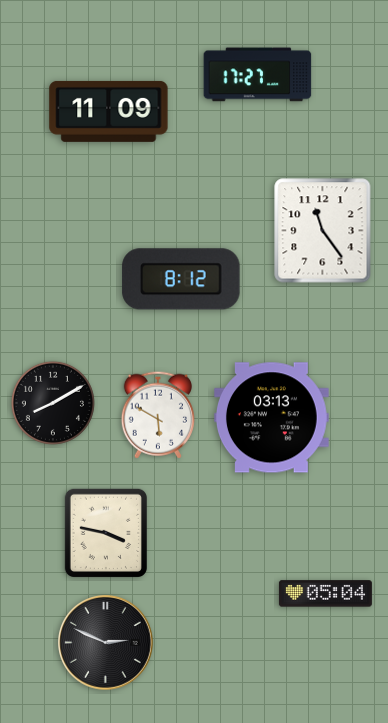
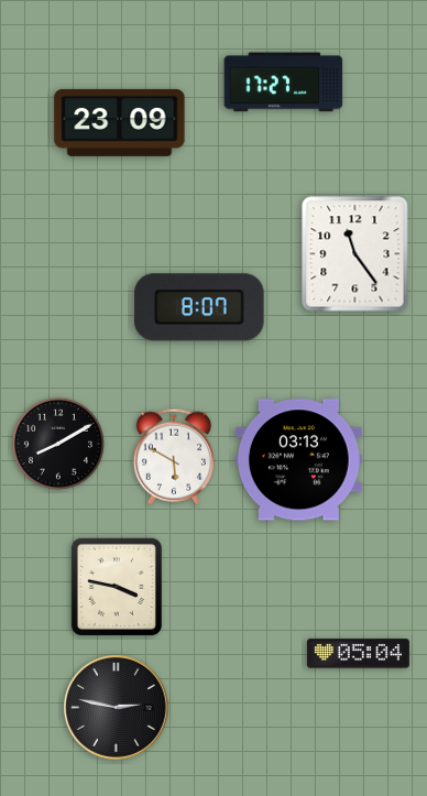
clock at (109, 111): 11:09 -> 23:09
clock at (181, 279): 8:12 -> 8:07
clock at (106, 643): 2:49 -> 2:47
